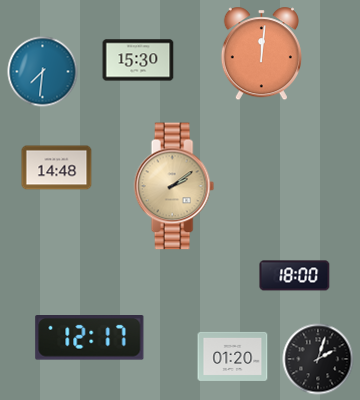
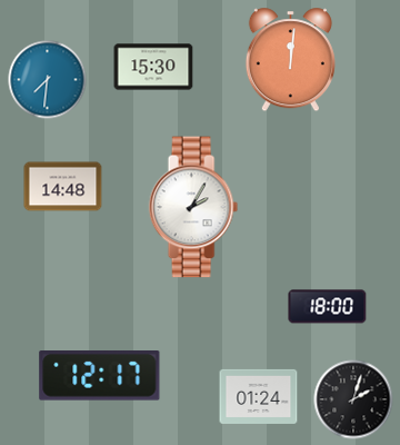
clock at (174, 186): 2:09 -> 2:05
clock at (174, 186) dial: champagne -> white
clock at (233, 356): 01:20 -> 01:24
